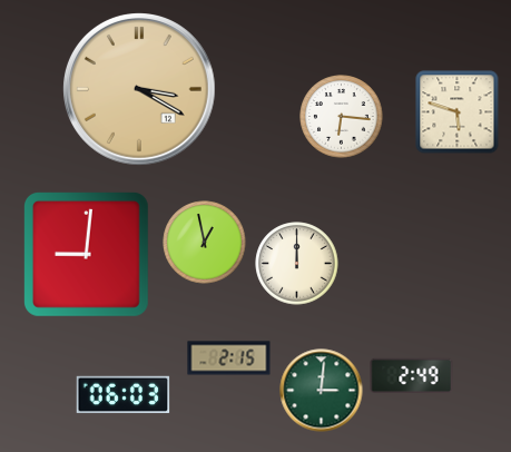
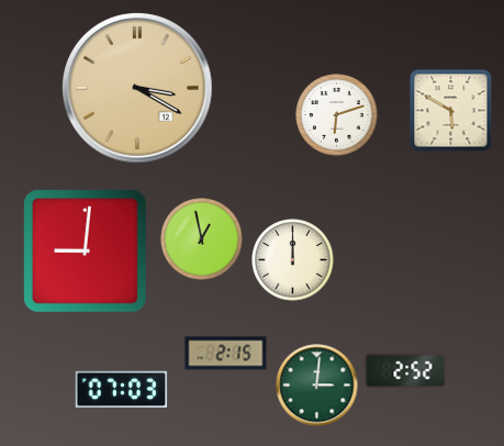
clock at (458, 112): 5:48 -> 5:50
clock at (342, 117): 6:16 -> 6:12
clock at (412, 375): 2:49 -> 2:52
clock at (124, 395): 06:03 -> 07:03
